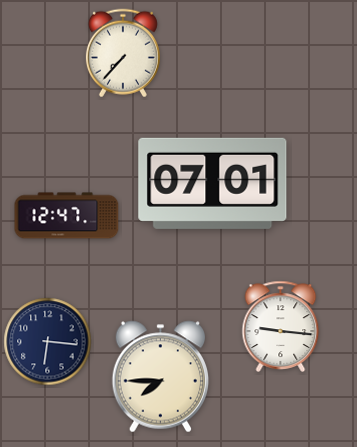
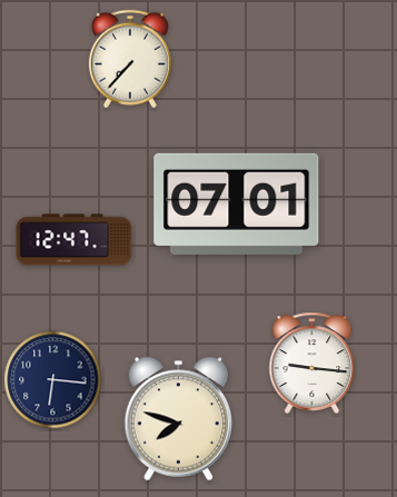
clock at (123, 53) position: (123, 53) -> (130, 59)
clock at (161, 377): 7:45 -> 7:48
